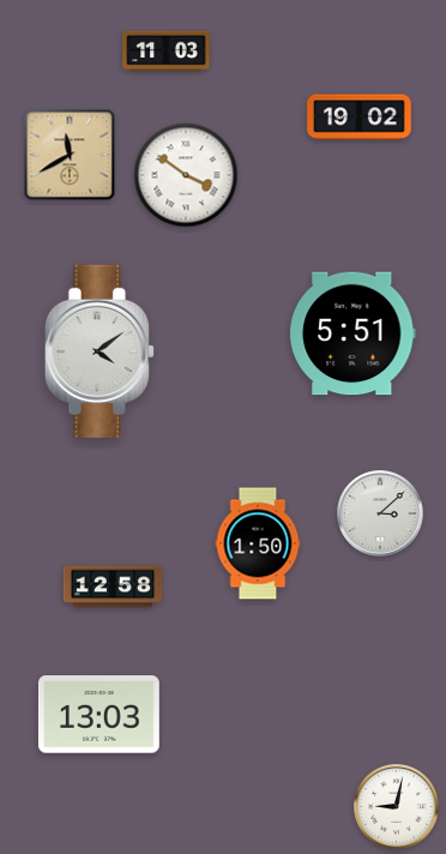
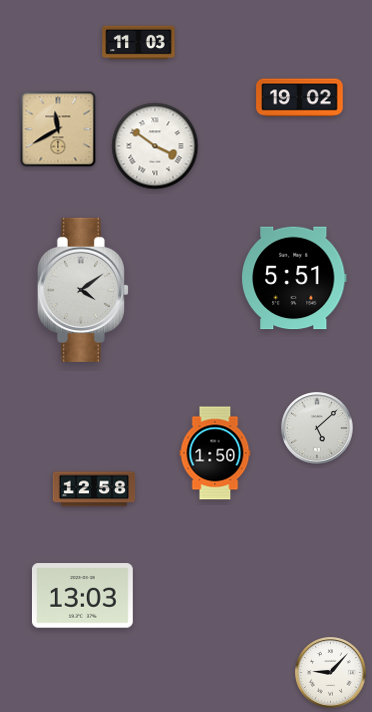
clock at (100, 351) position: (100, 351) -> (83, 290)
clock at (380, 513): 3:08 -> 5:08
clock at (397, 807): 9:02 -> 9:07
